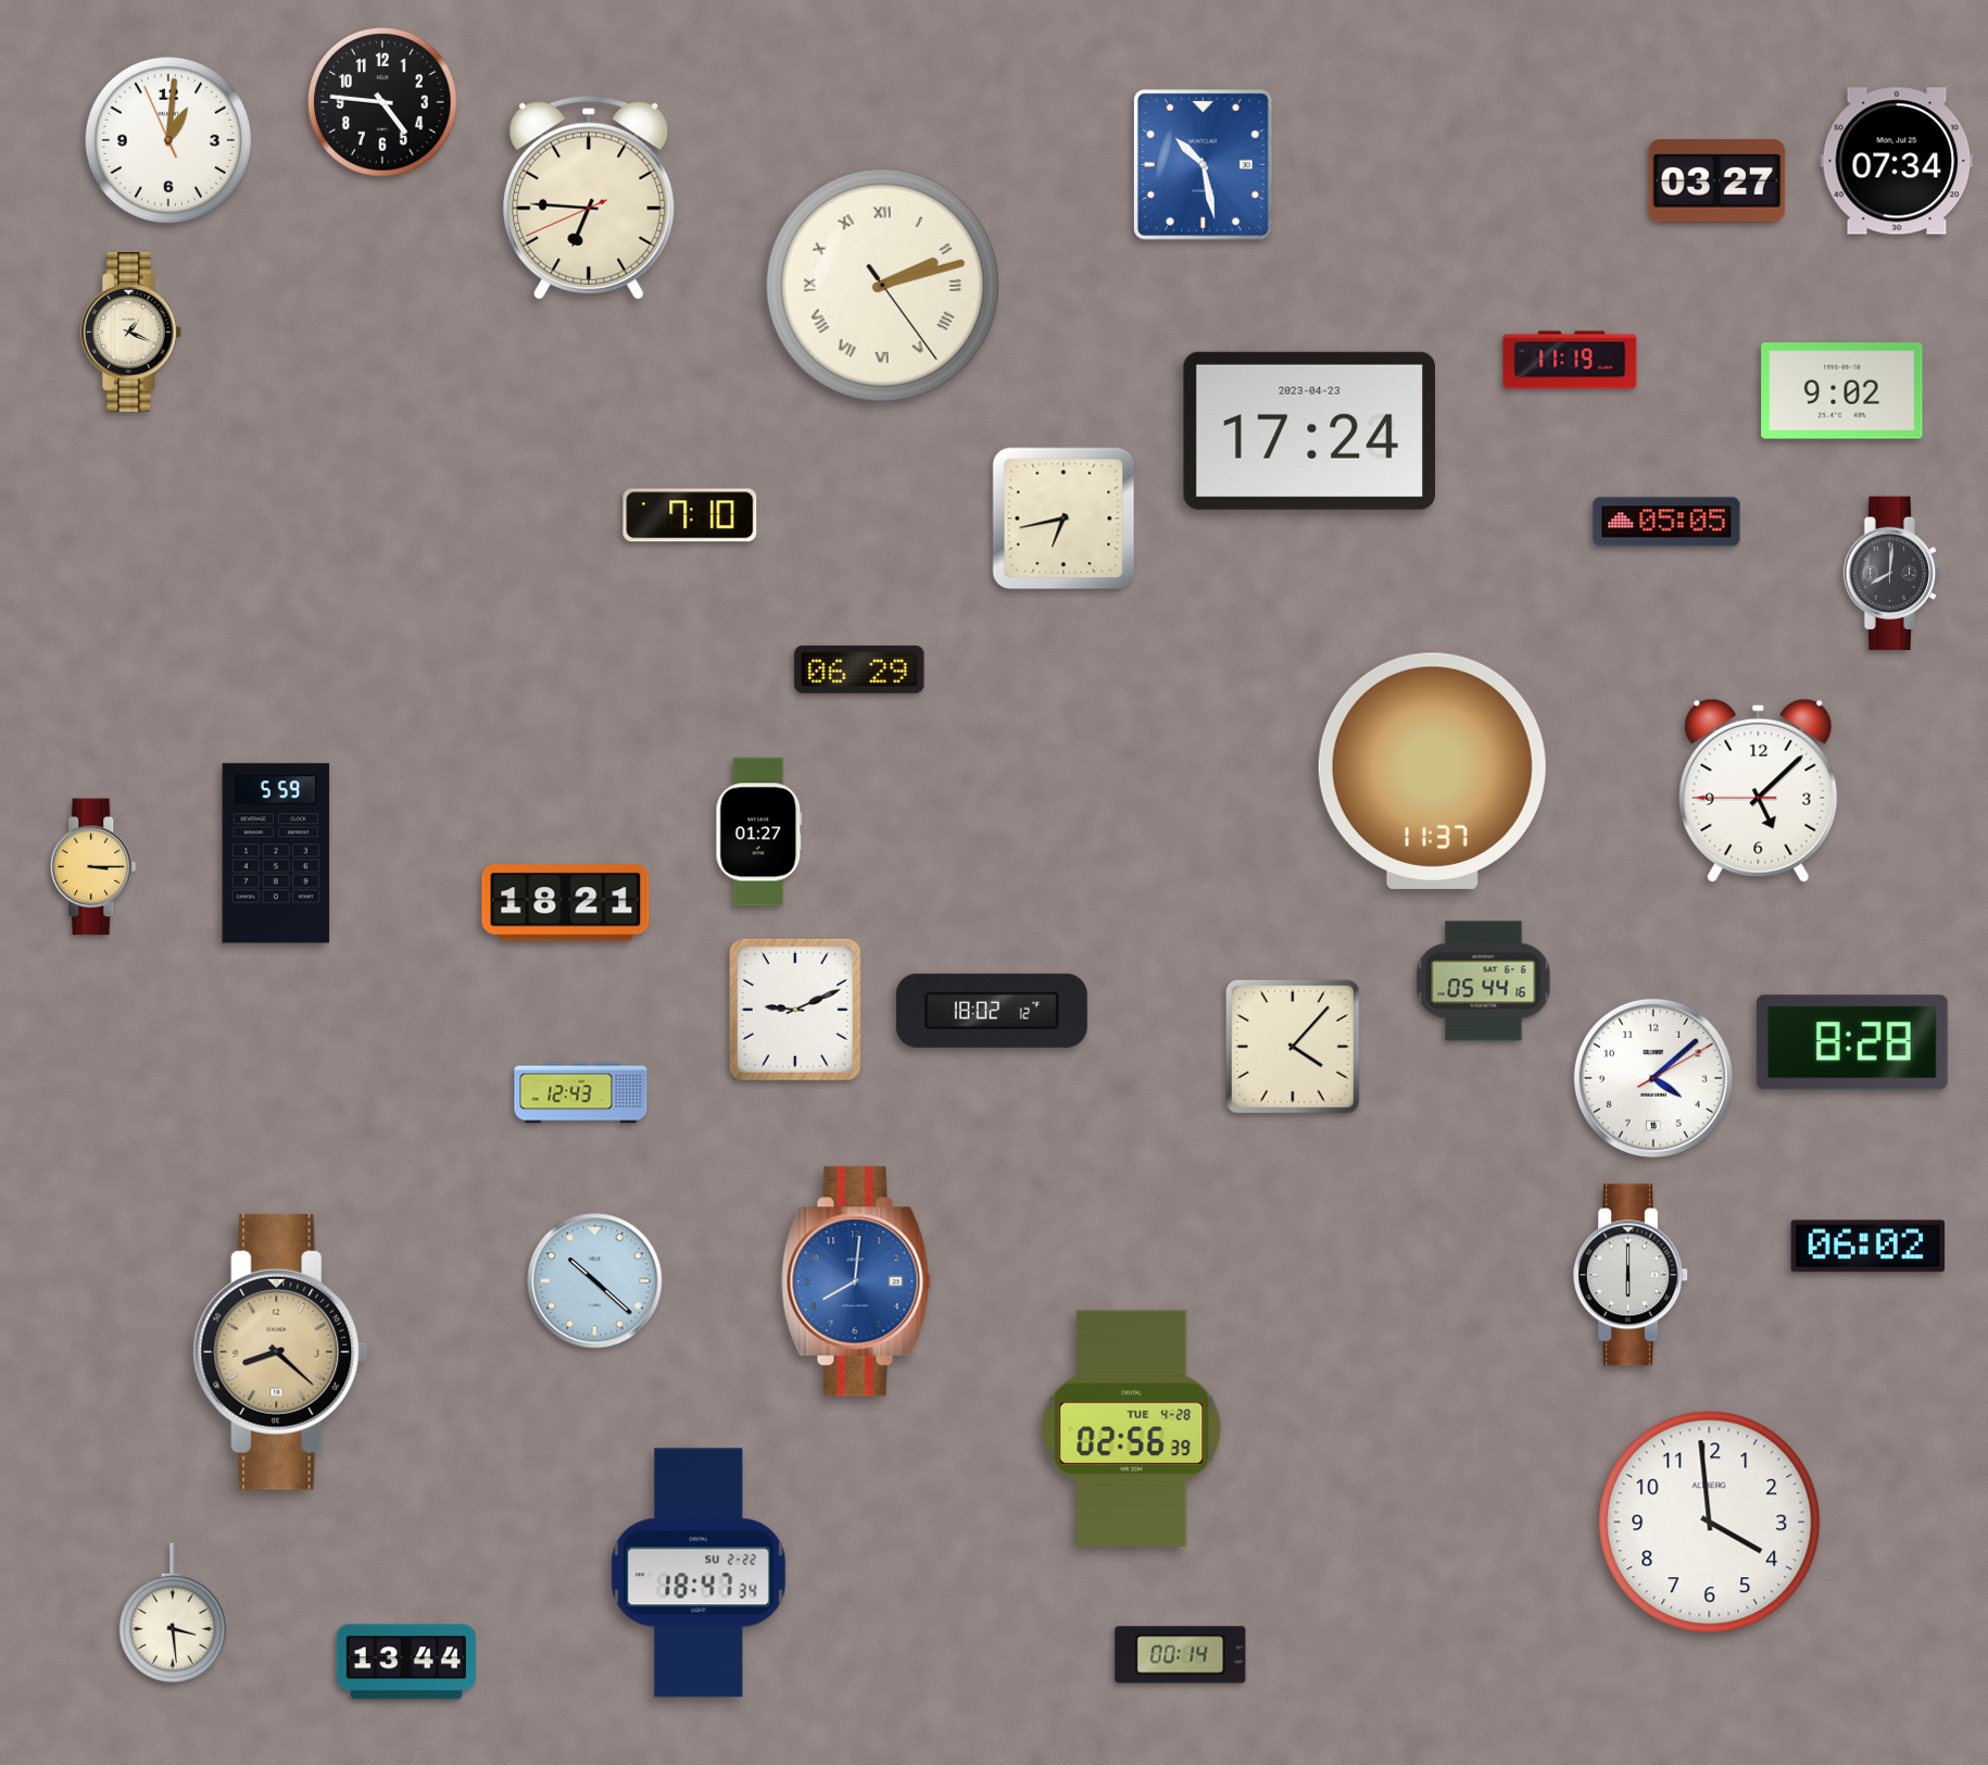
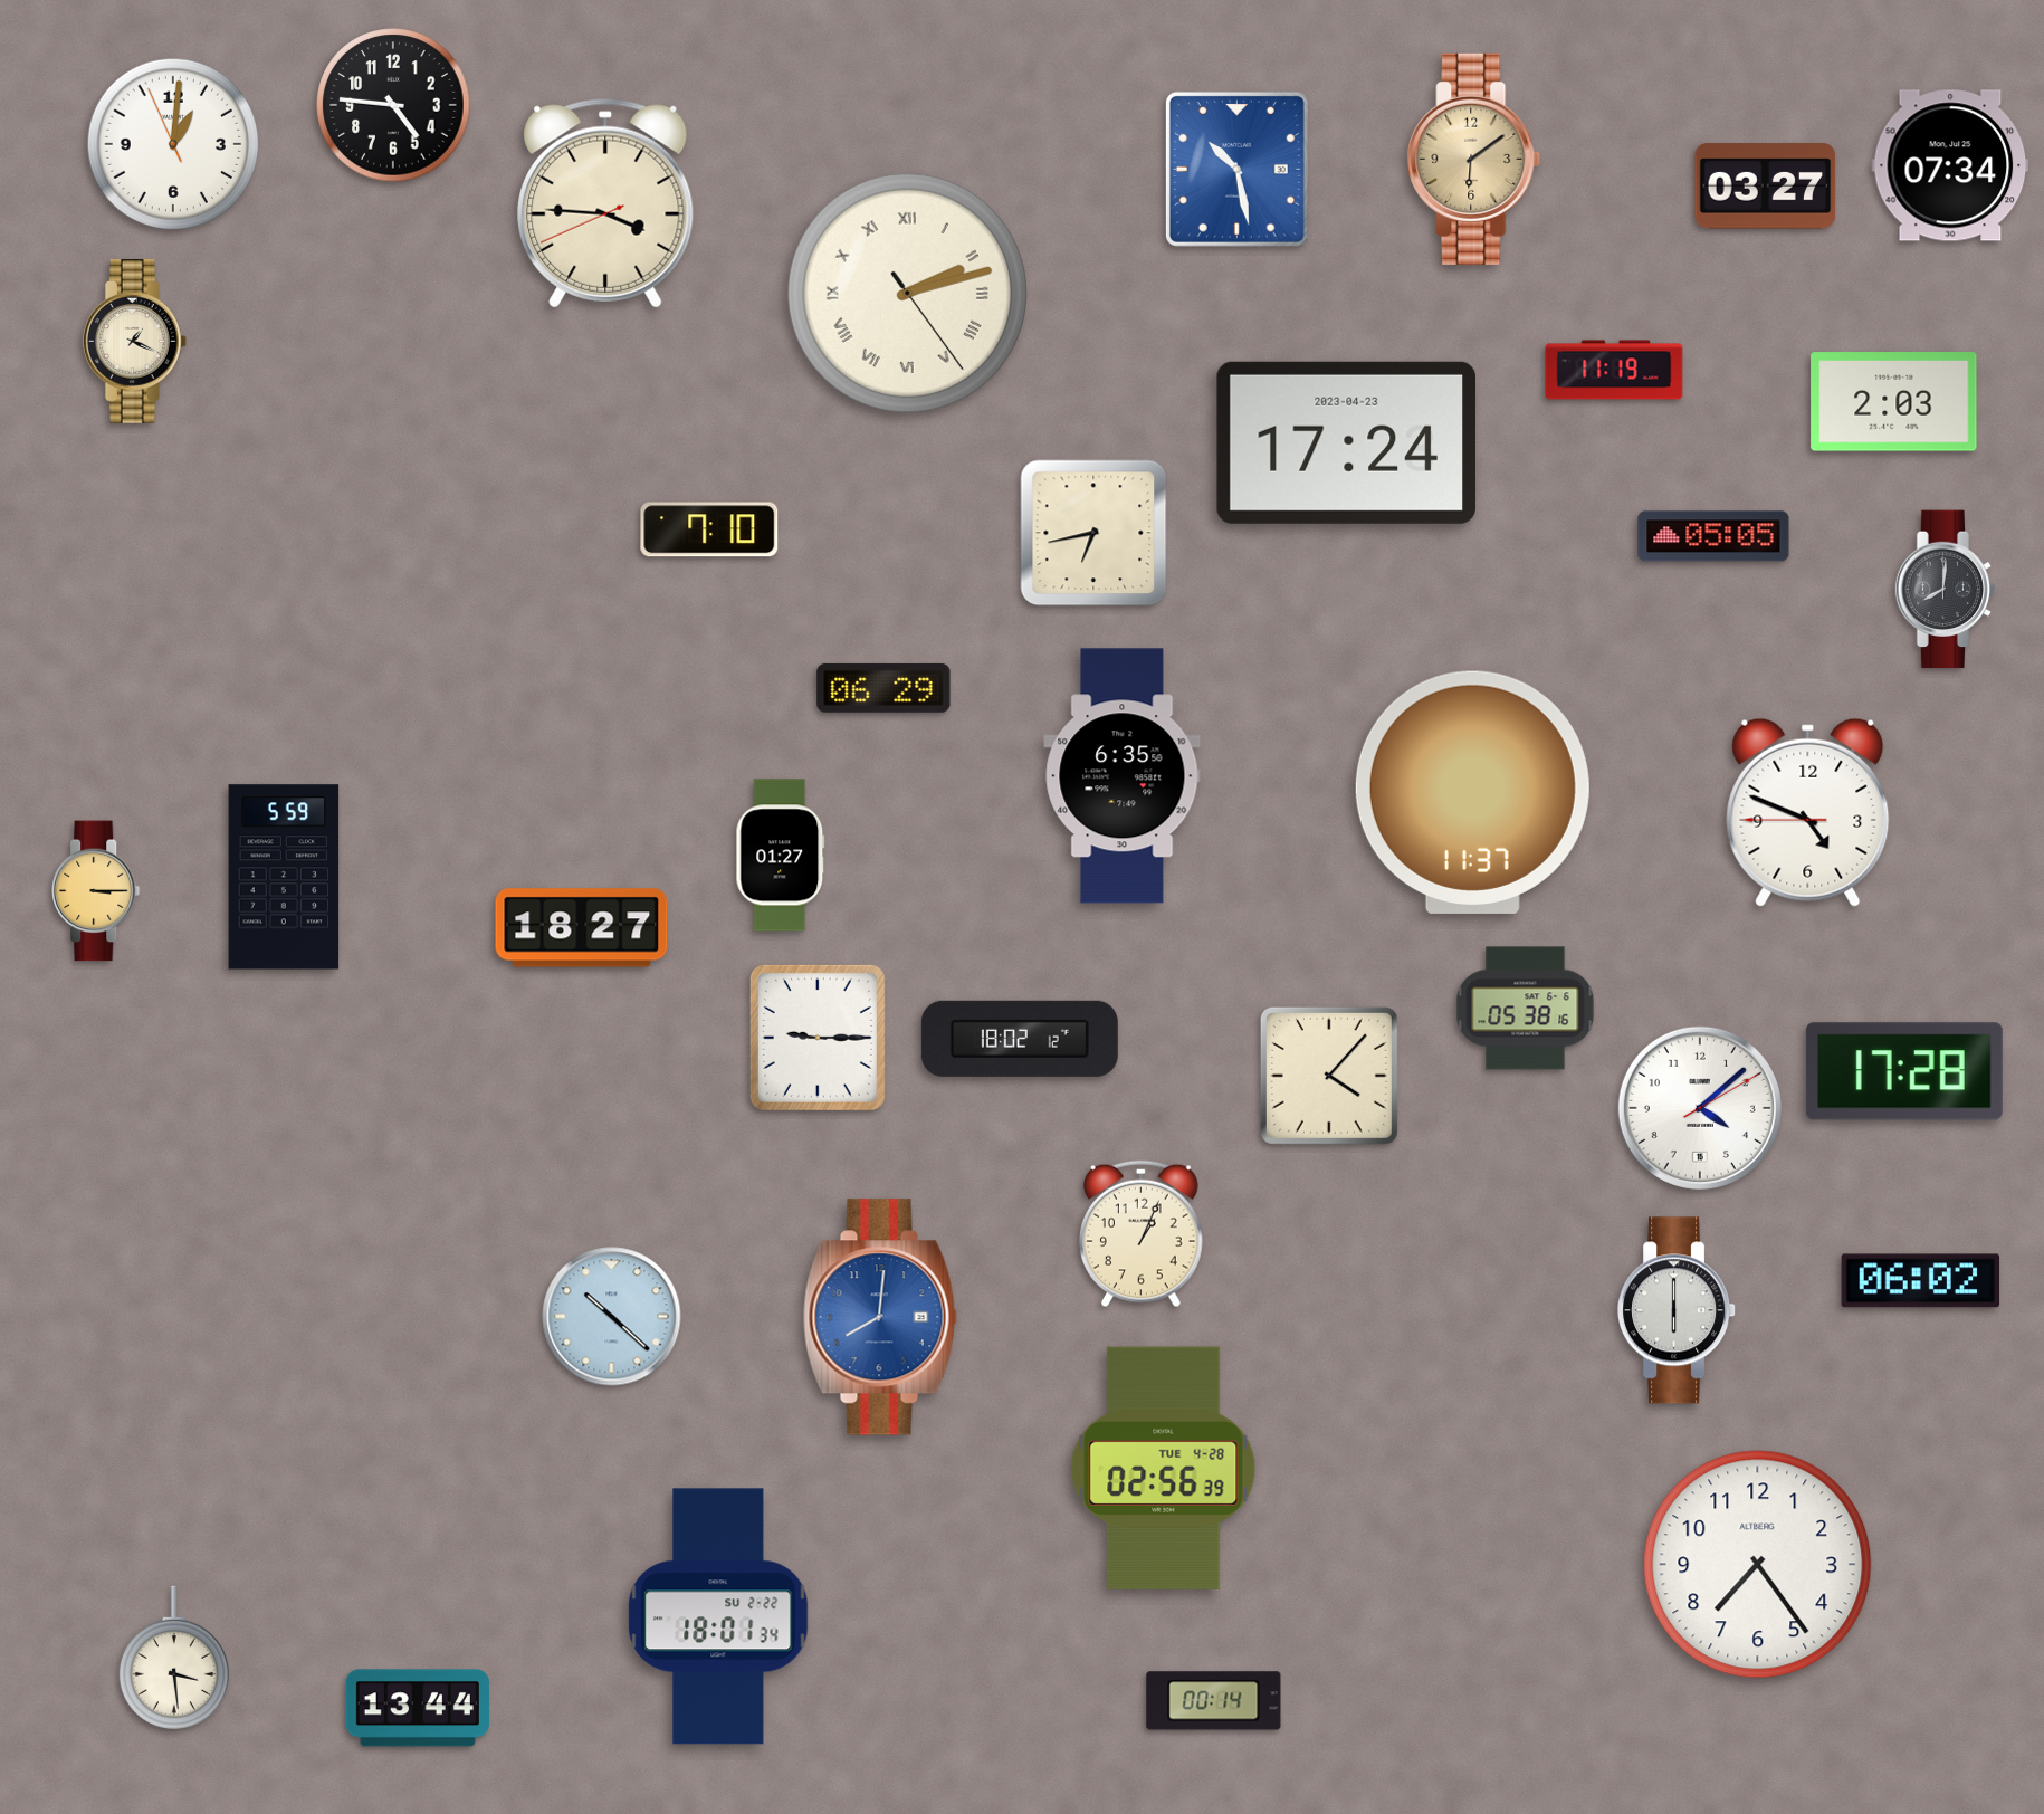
clock at (1474, 159): none -> 6:09
clock at (589, 198): 6:45 -> 3:45
clock at (1842, 391): 9:02 -> 2:03
clock at (1123, 776): none -> 6:35
clock at (1759, 790): 5:07 -> 4:48
clock at (566, 903): 18:21 -> 18:27
clock at (1484, 981): 05:44 -> 05:38
clock at (795, 1010): 9:11 -> 9:15
clock at (1852, 1042): 8:28 -> 17:28
clock at (581, 1093): 12:43 -> none
clock at (1140, 1234): none -> 1:04
clock at (280, 1352): 8:22 -> none
clock at (1710, 1523): 3:59 -> 7:24
clock at (699, 1573): 18:47 -> 18:01
clock at (173, 1613) position: (173, 1613) -> (174, 1658)
